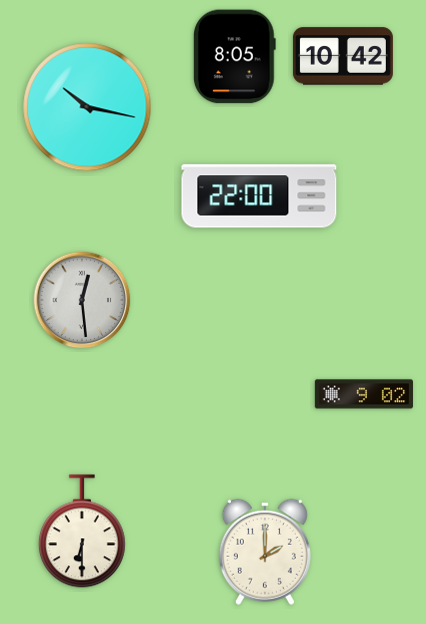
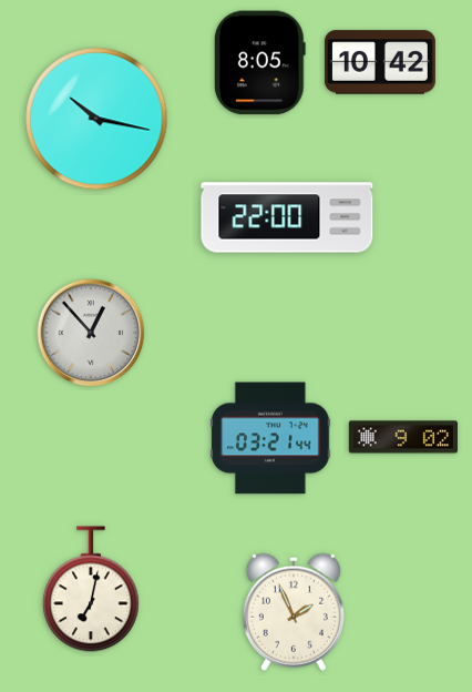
clock at (82, 300): 12:29 -> 12:53
clock at (270, 438): none -> 03:21
clock at (82, 531): 6:30 -> 7:02
clock at (265, 552): 2:00 -> 1:56
